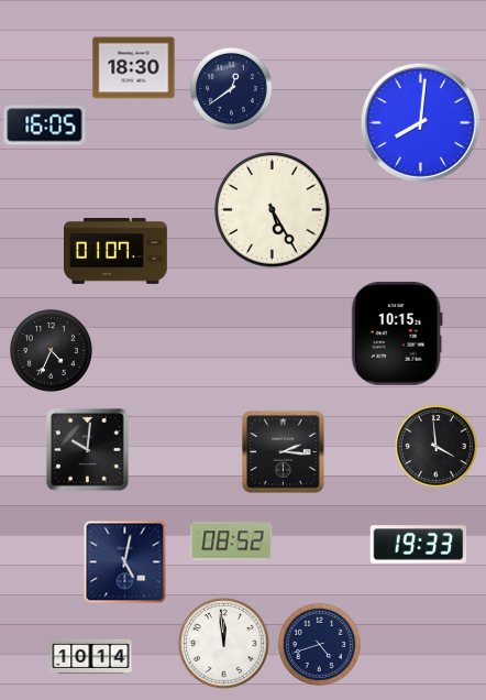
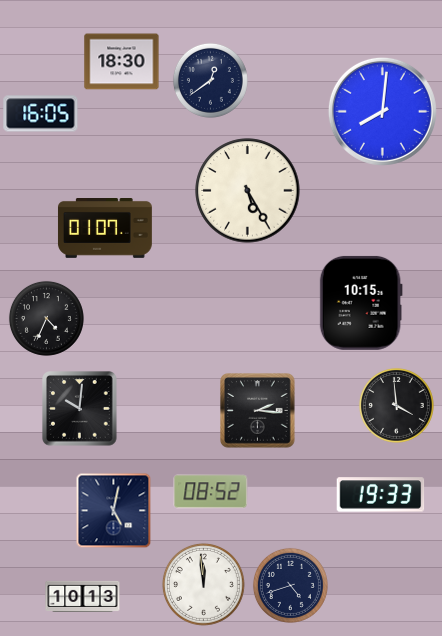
clock at (91, 656): 10:14 -> 10:13
